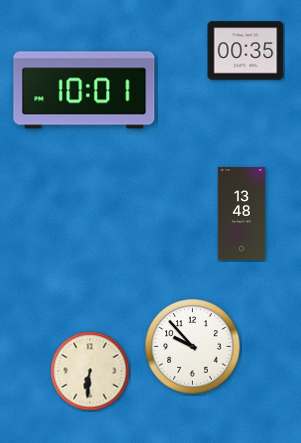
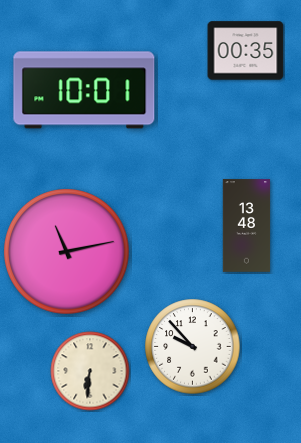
clock at (242, 214) position: (242, 214) -> (247, 226)
clock at (67, 252): none -> 11:13
